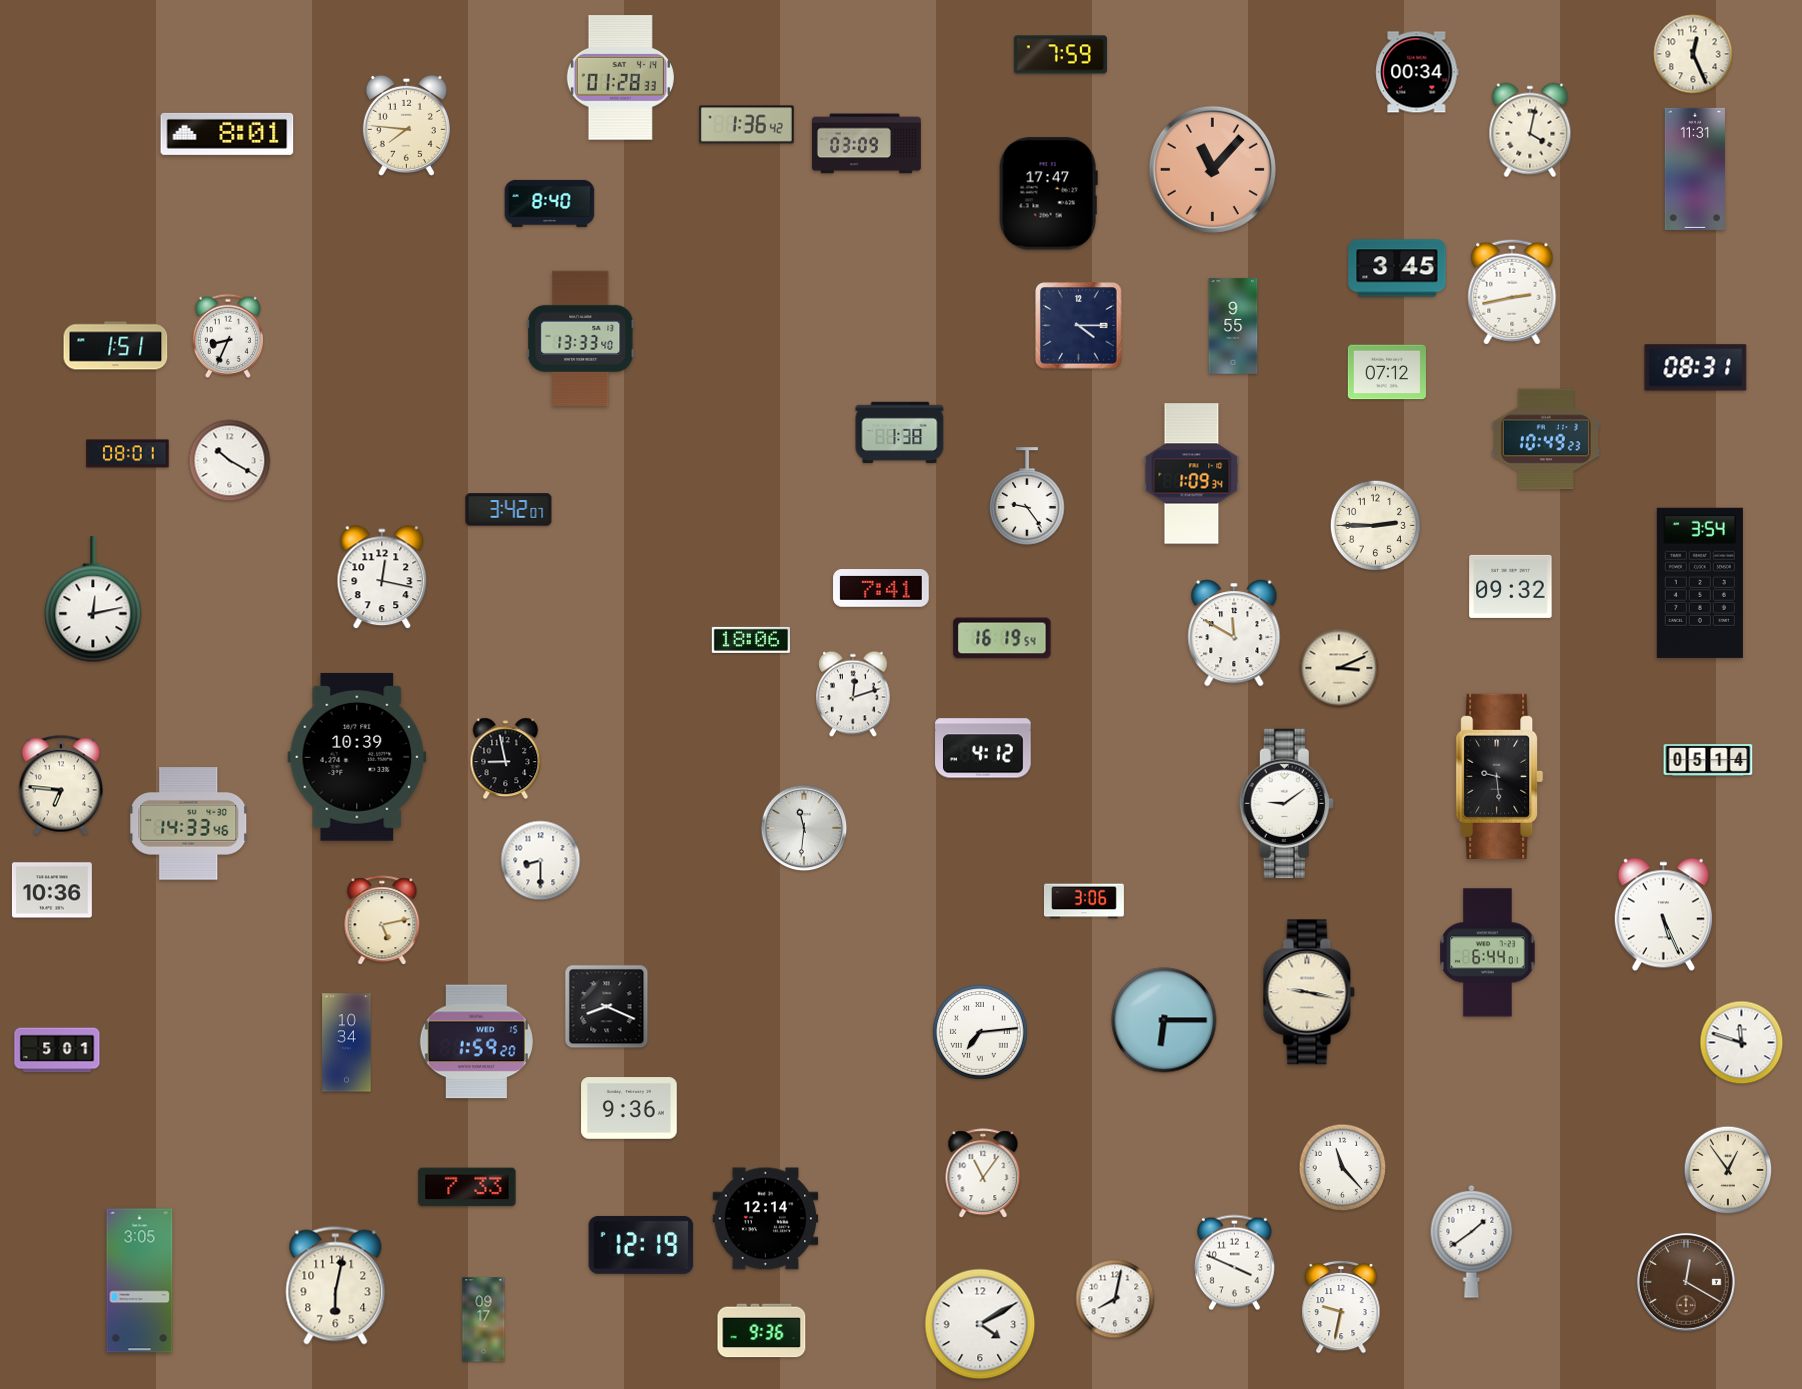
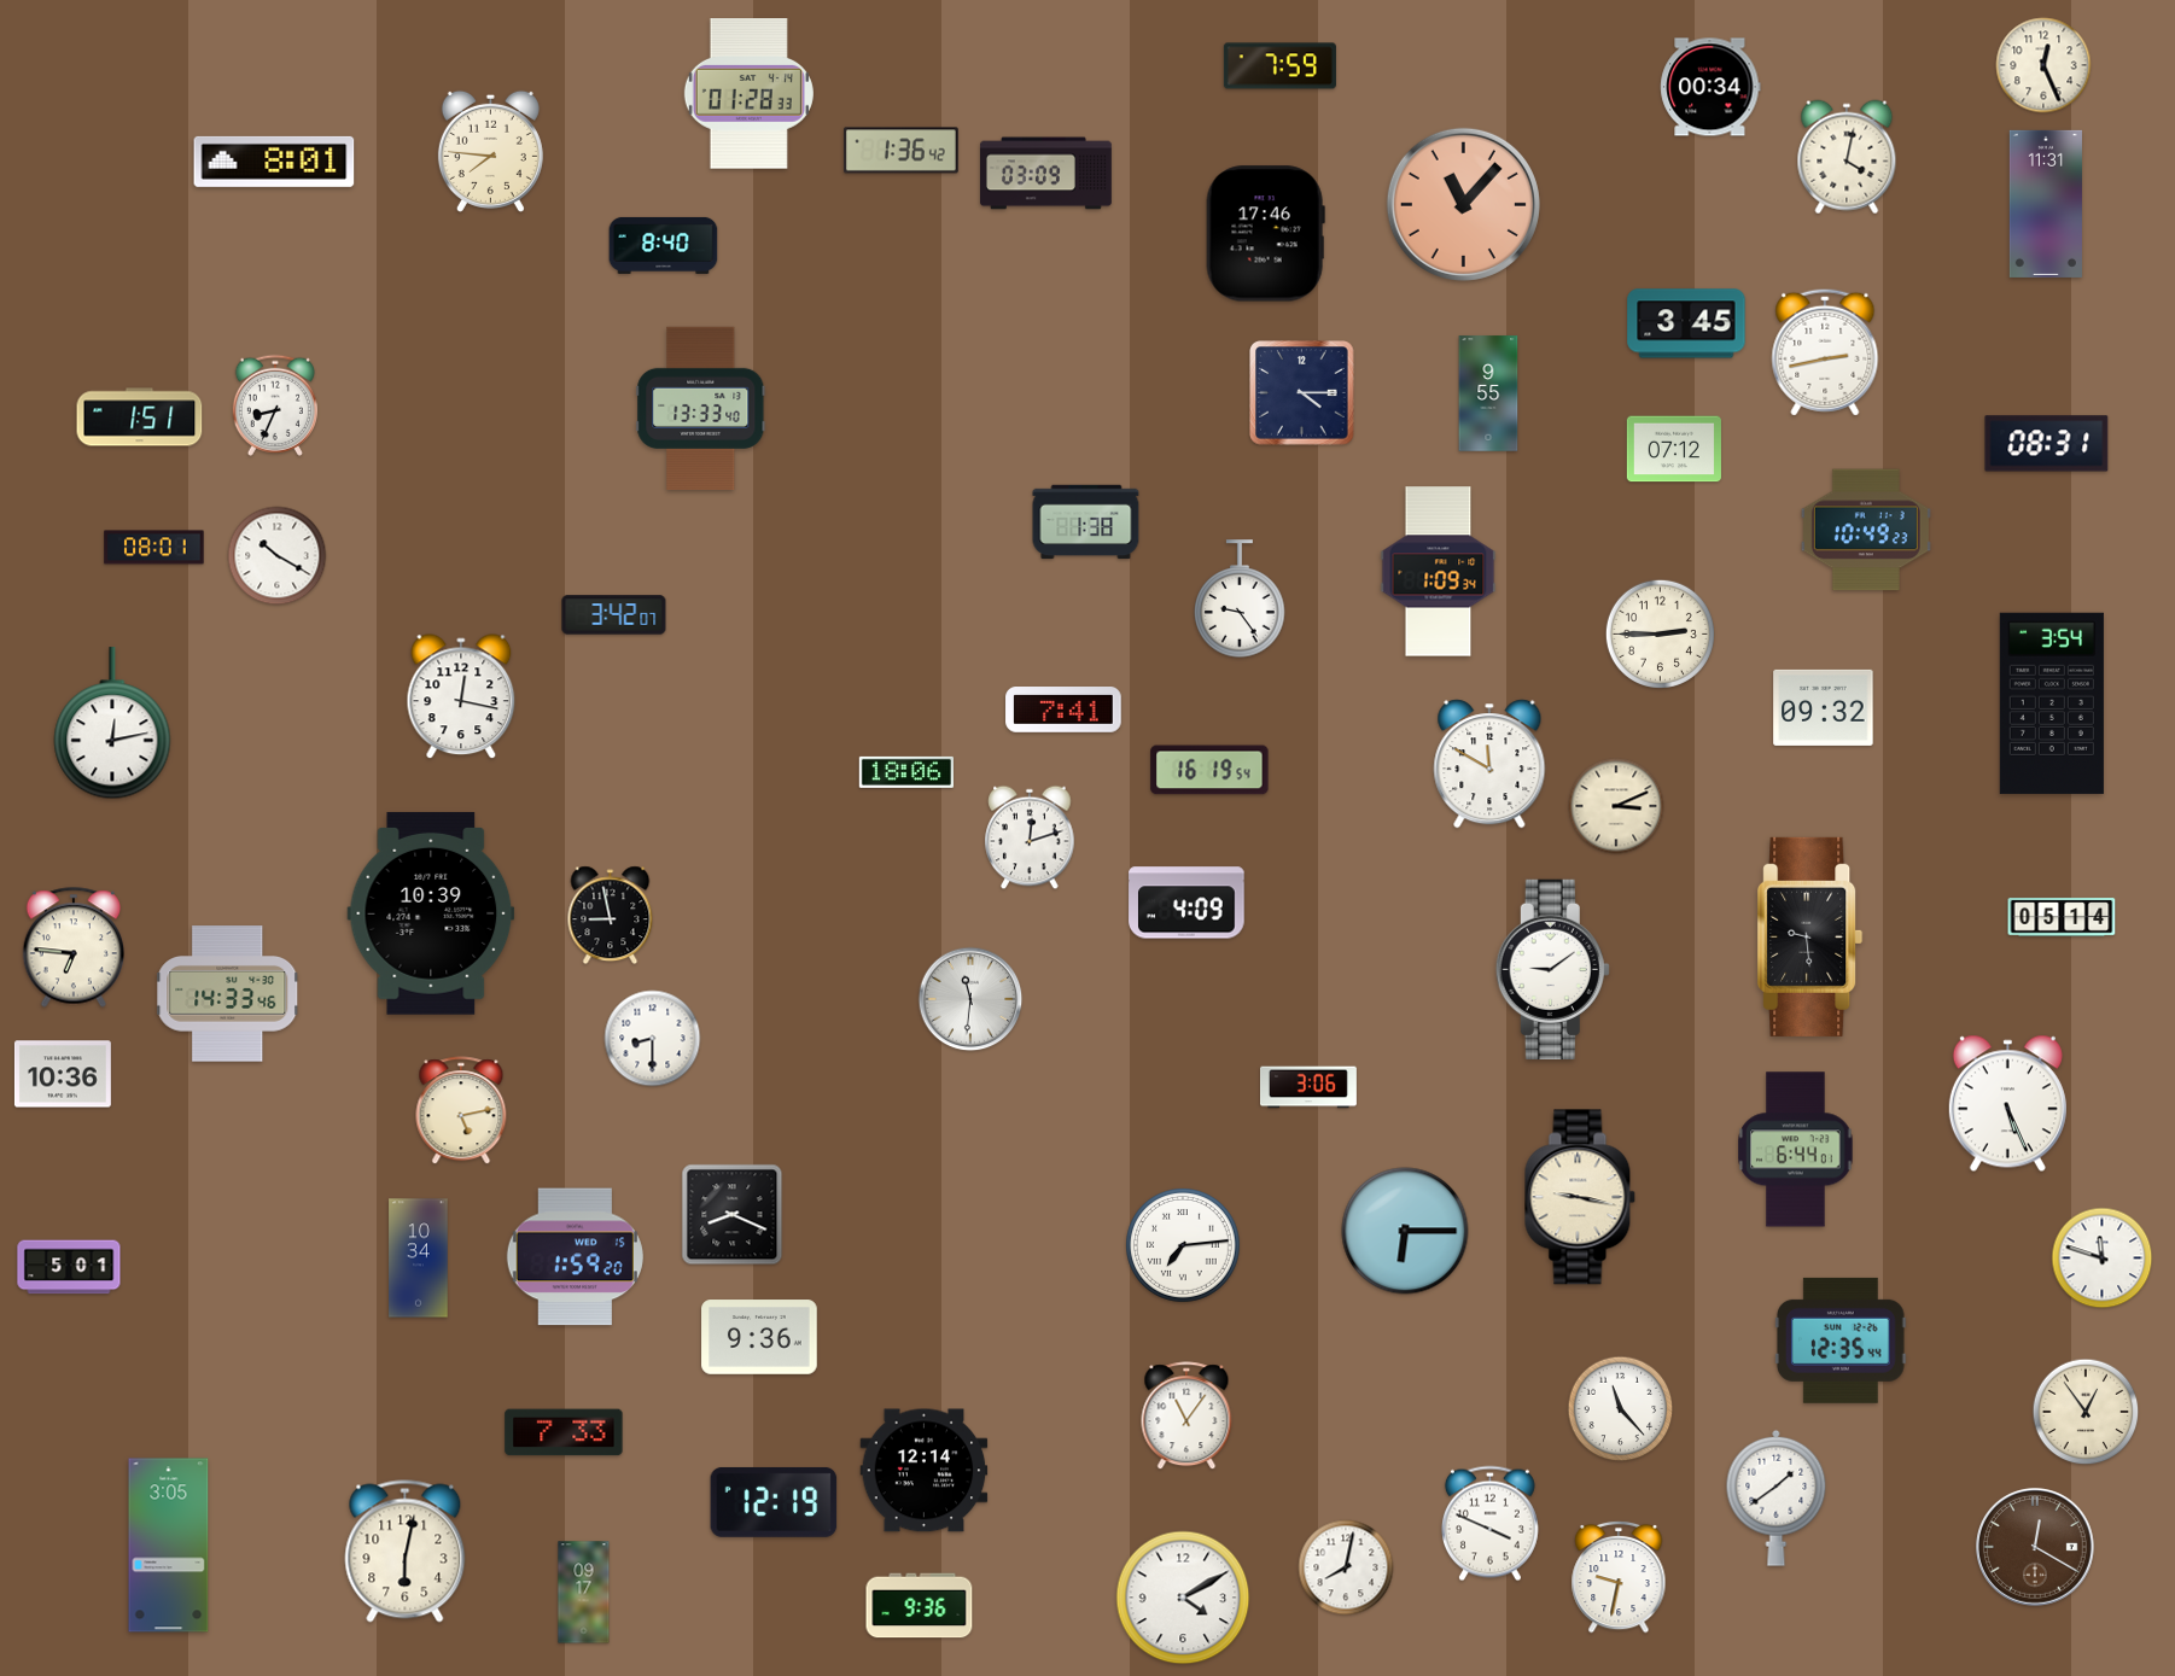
clock at (1048, 194): 17:47 -> 17:46
clock at (983, 748): 4:12 -> 4:09
clock at (1841, 1341): none -> 12:35
